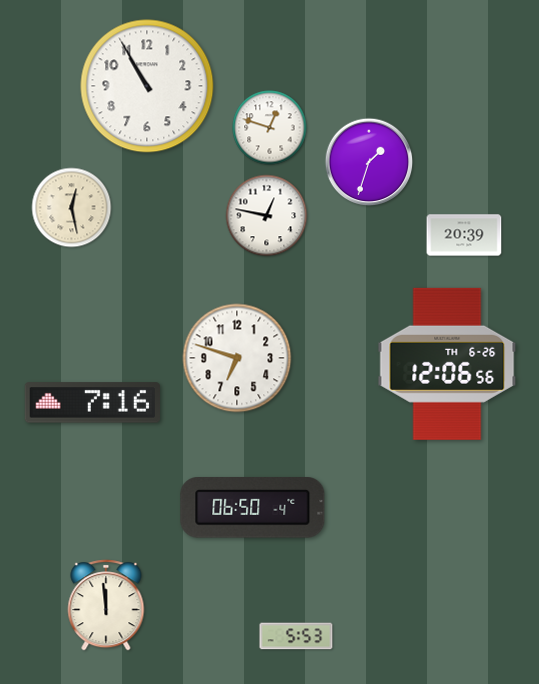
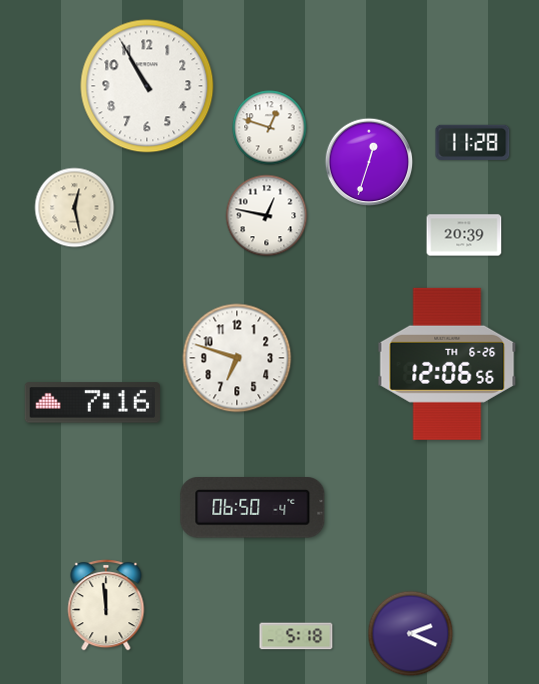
clock at (473, 142): none -> 11:28
clock at (369, 162): 1:33 -> 12:33
clock at (72, 208) position: (72, 208) -> (75, 208)
clock at (411, 634): none -> 2:19
clock at (296, 636): 5:53 -> 5:18
